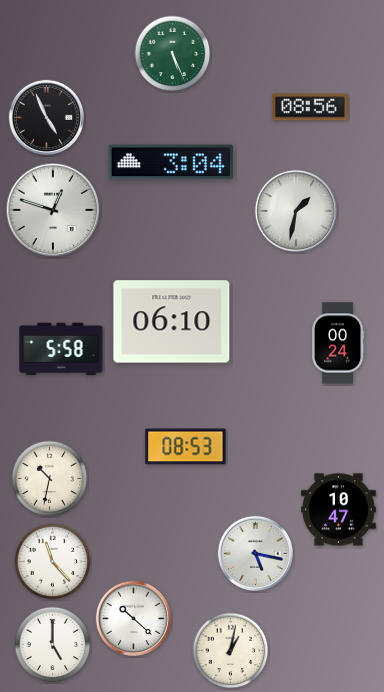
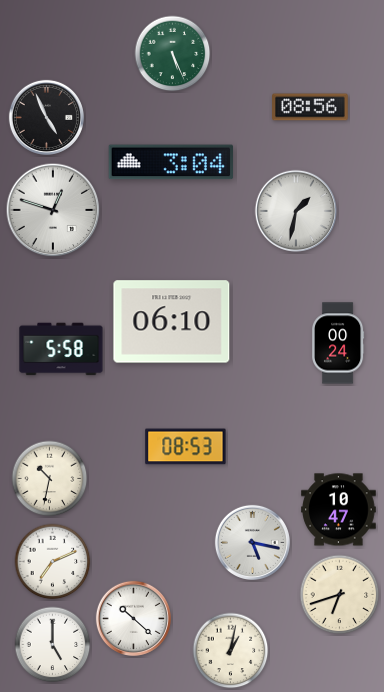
clock at (255, 553) position: (255, 553) -> (252, 542)
clock at (53, 562): 11:23 -> 7:11
clock at (340, 595): none -> 6:42
